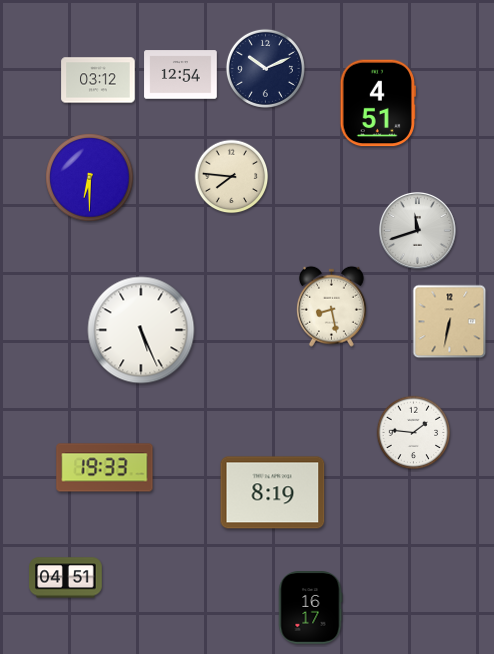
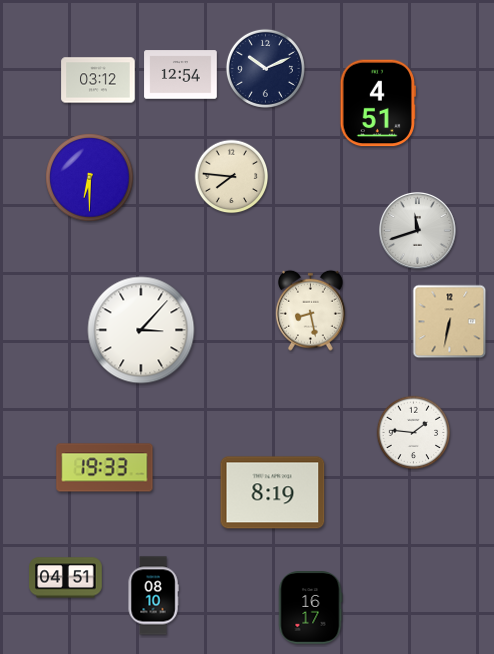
clock at (331, 306) position: (331, 306) -> (310, 310)
clock at (141, 330): 5:26 -> 3:07
clock at (153, 596): none -> 08:10
